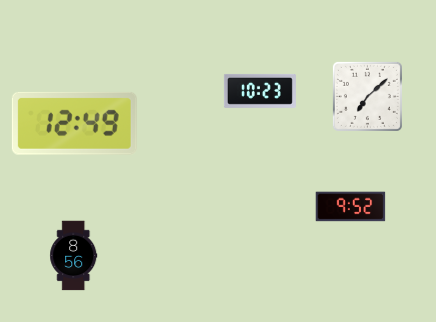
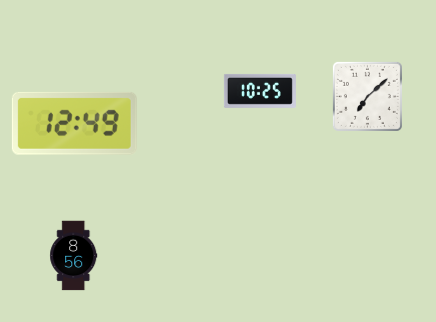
clock at (260, 91): 10:23 -> 10:25
clock at (351, 207): 9:52 -> none
